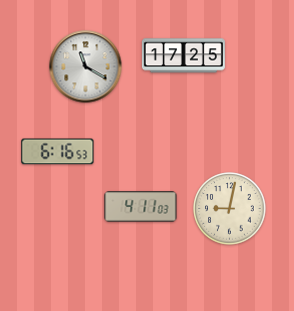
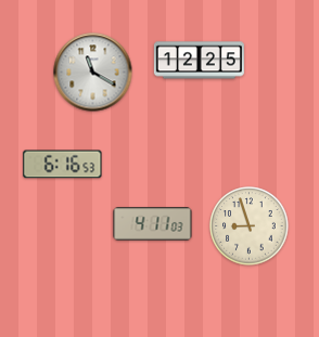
clock at (183, 56): 17:25 -> 12:25
clock at (230, 209): 9:02 -> 8:57
